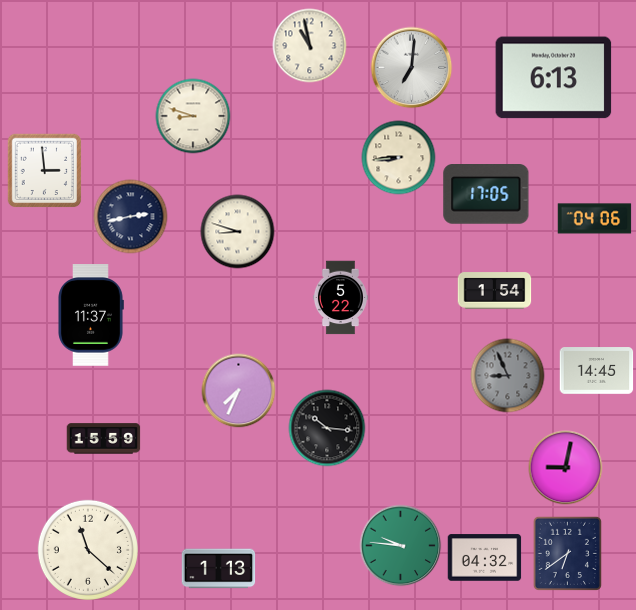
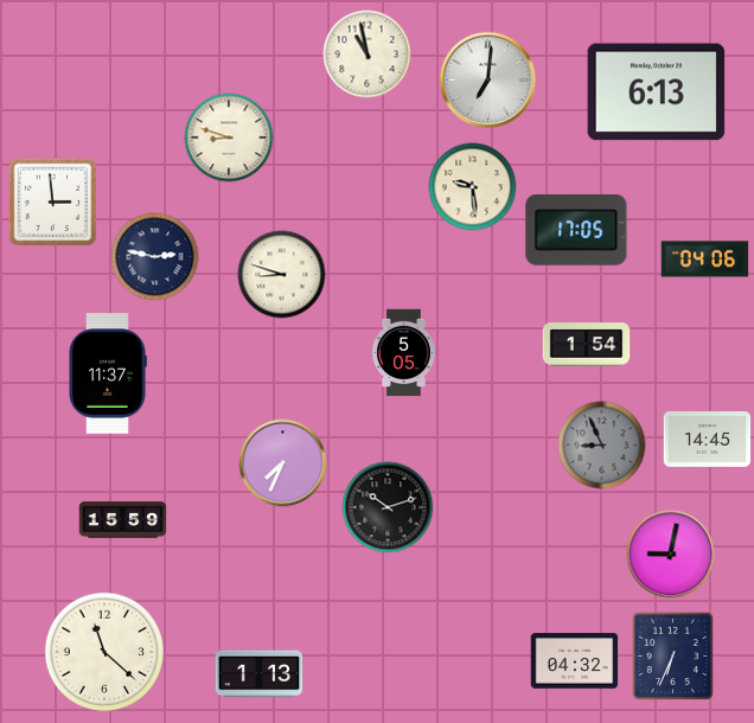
clock at (399, 158): 8:44 -> 9:29
clock at (131, 217): 2:43 -> 2:47
clock at (340, 298): 5:22 -> 5:05
clock at (327, 428): 10:16 -> 10:12
clock at (401, 546): 9:46 -> none
clock at (567, 553): 6:39 -> 6:34
